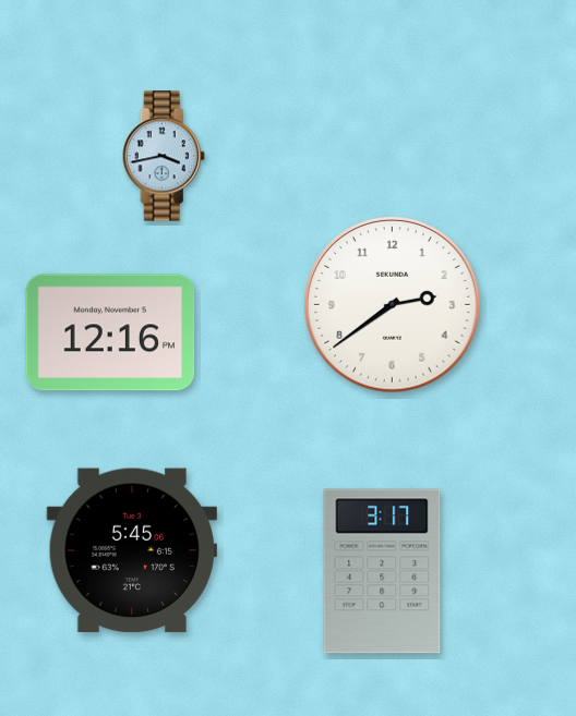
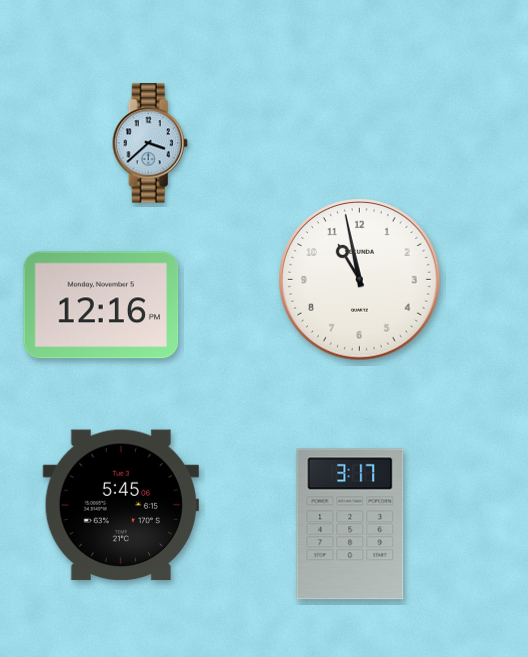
clock at (164, 156): 3:43 -> 3:38
clock at (393, 305): 2:39 -> 10:58
